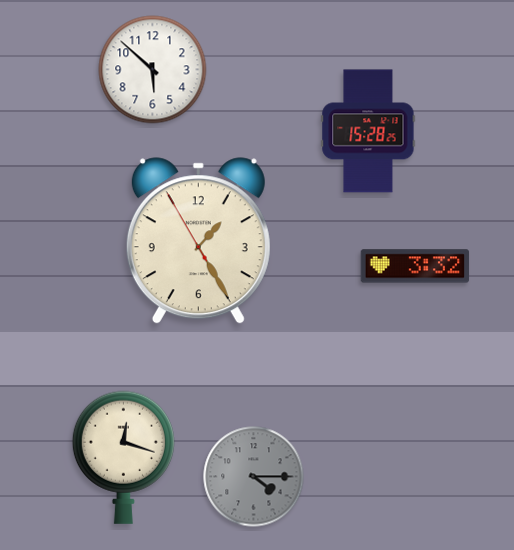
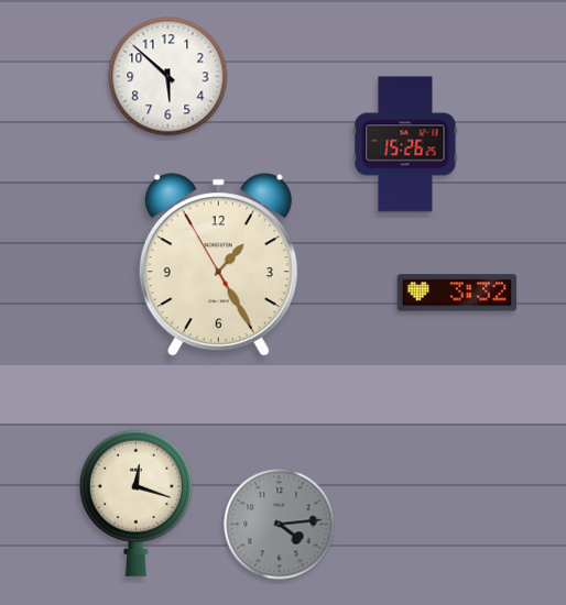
clock at (368, 131): 15:28 -> 15:26
clock at (254, 477): 4:15 -> 4:14
